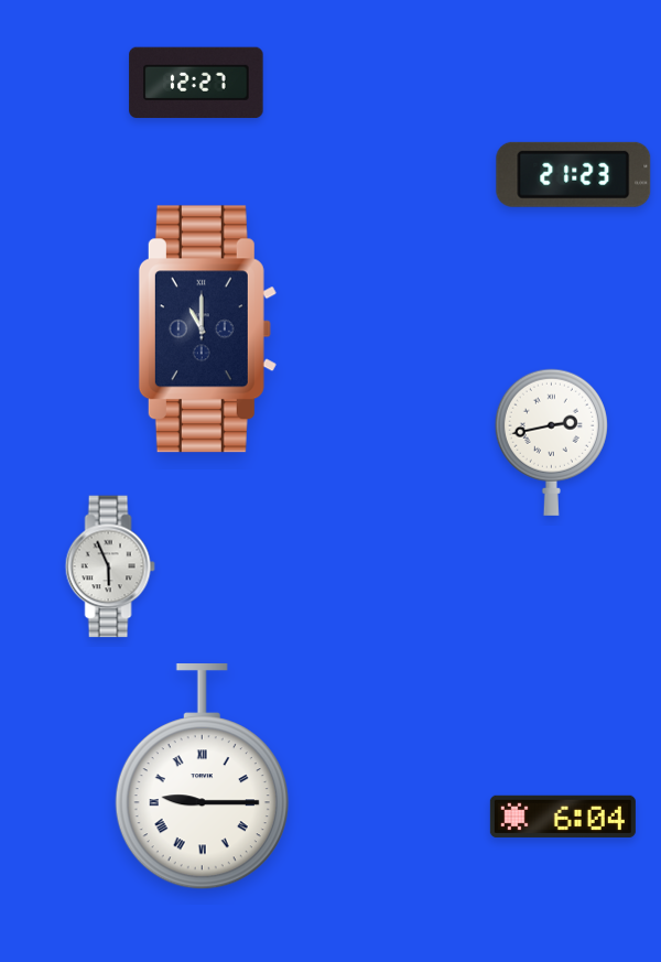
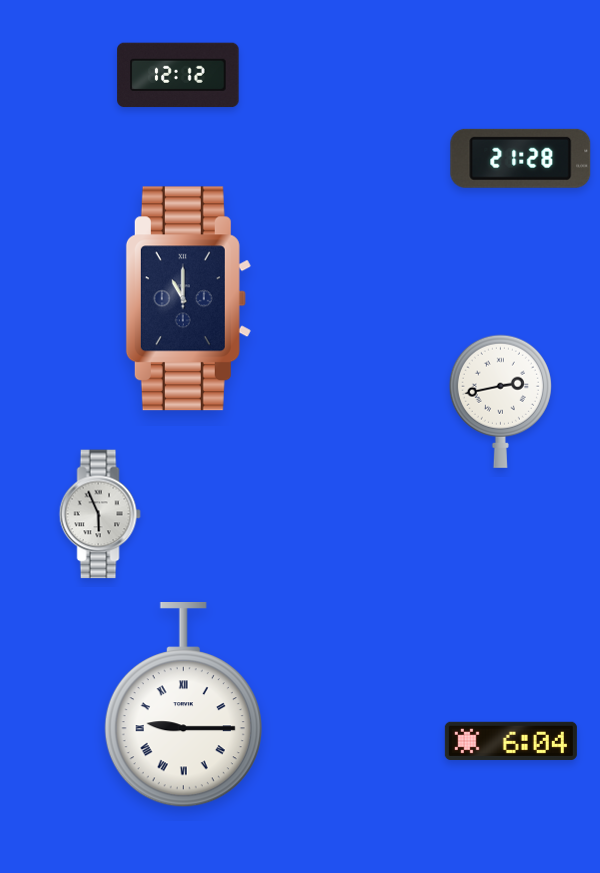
clock at (196, 83): 12:27 -> 12:12
clock at (574, 174): 21:23 -> 21:28
